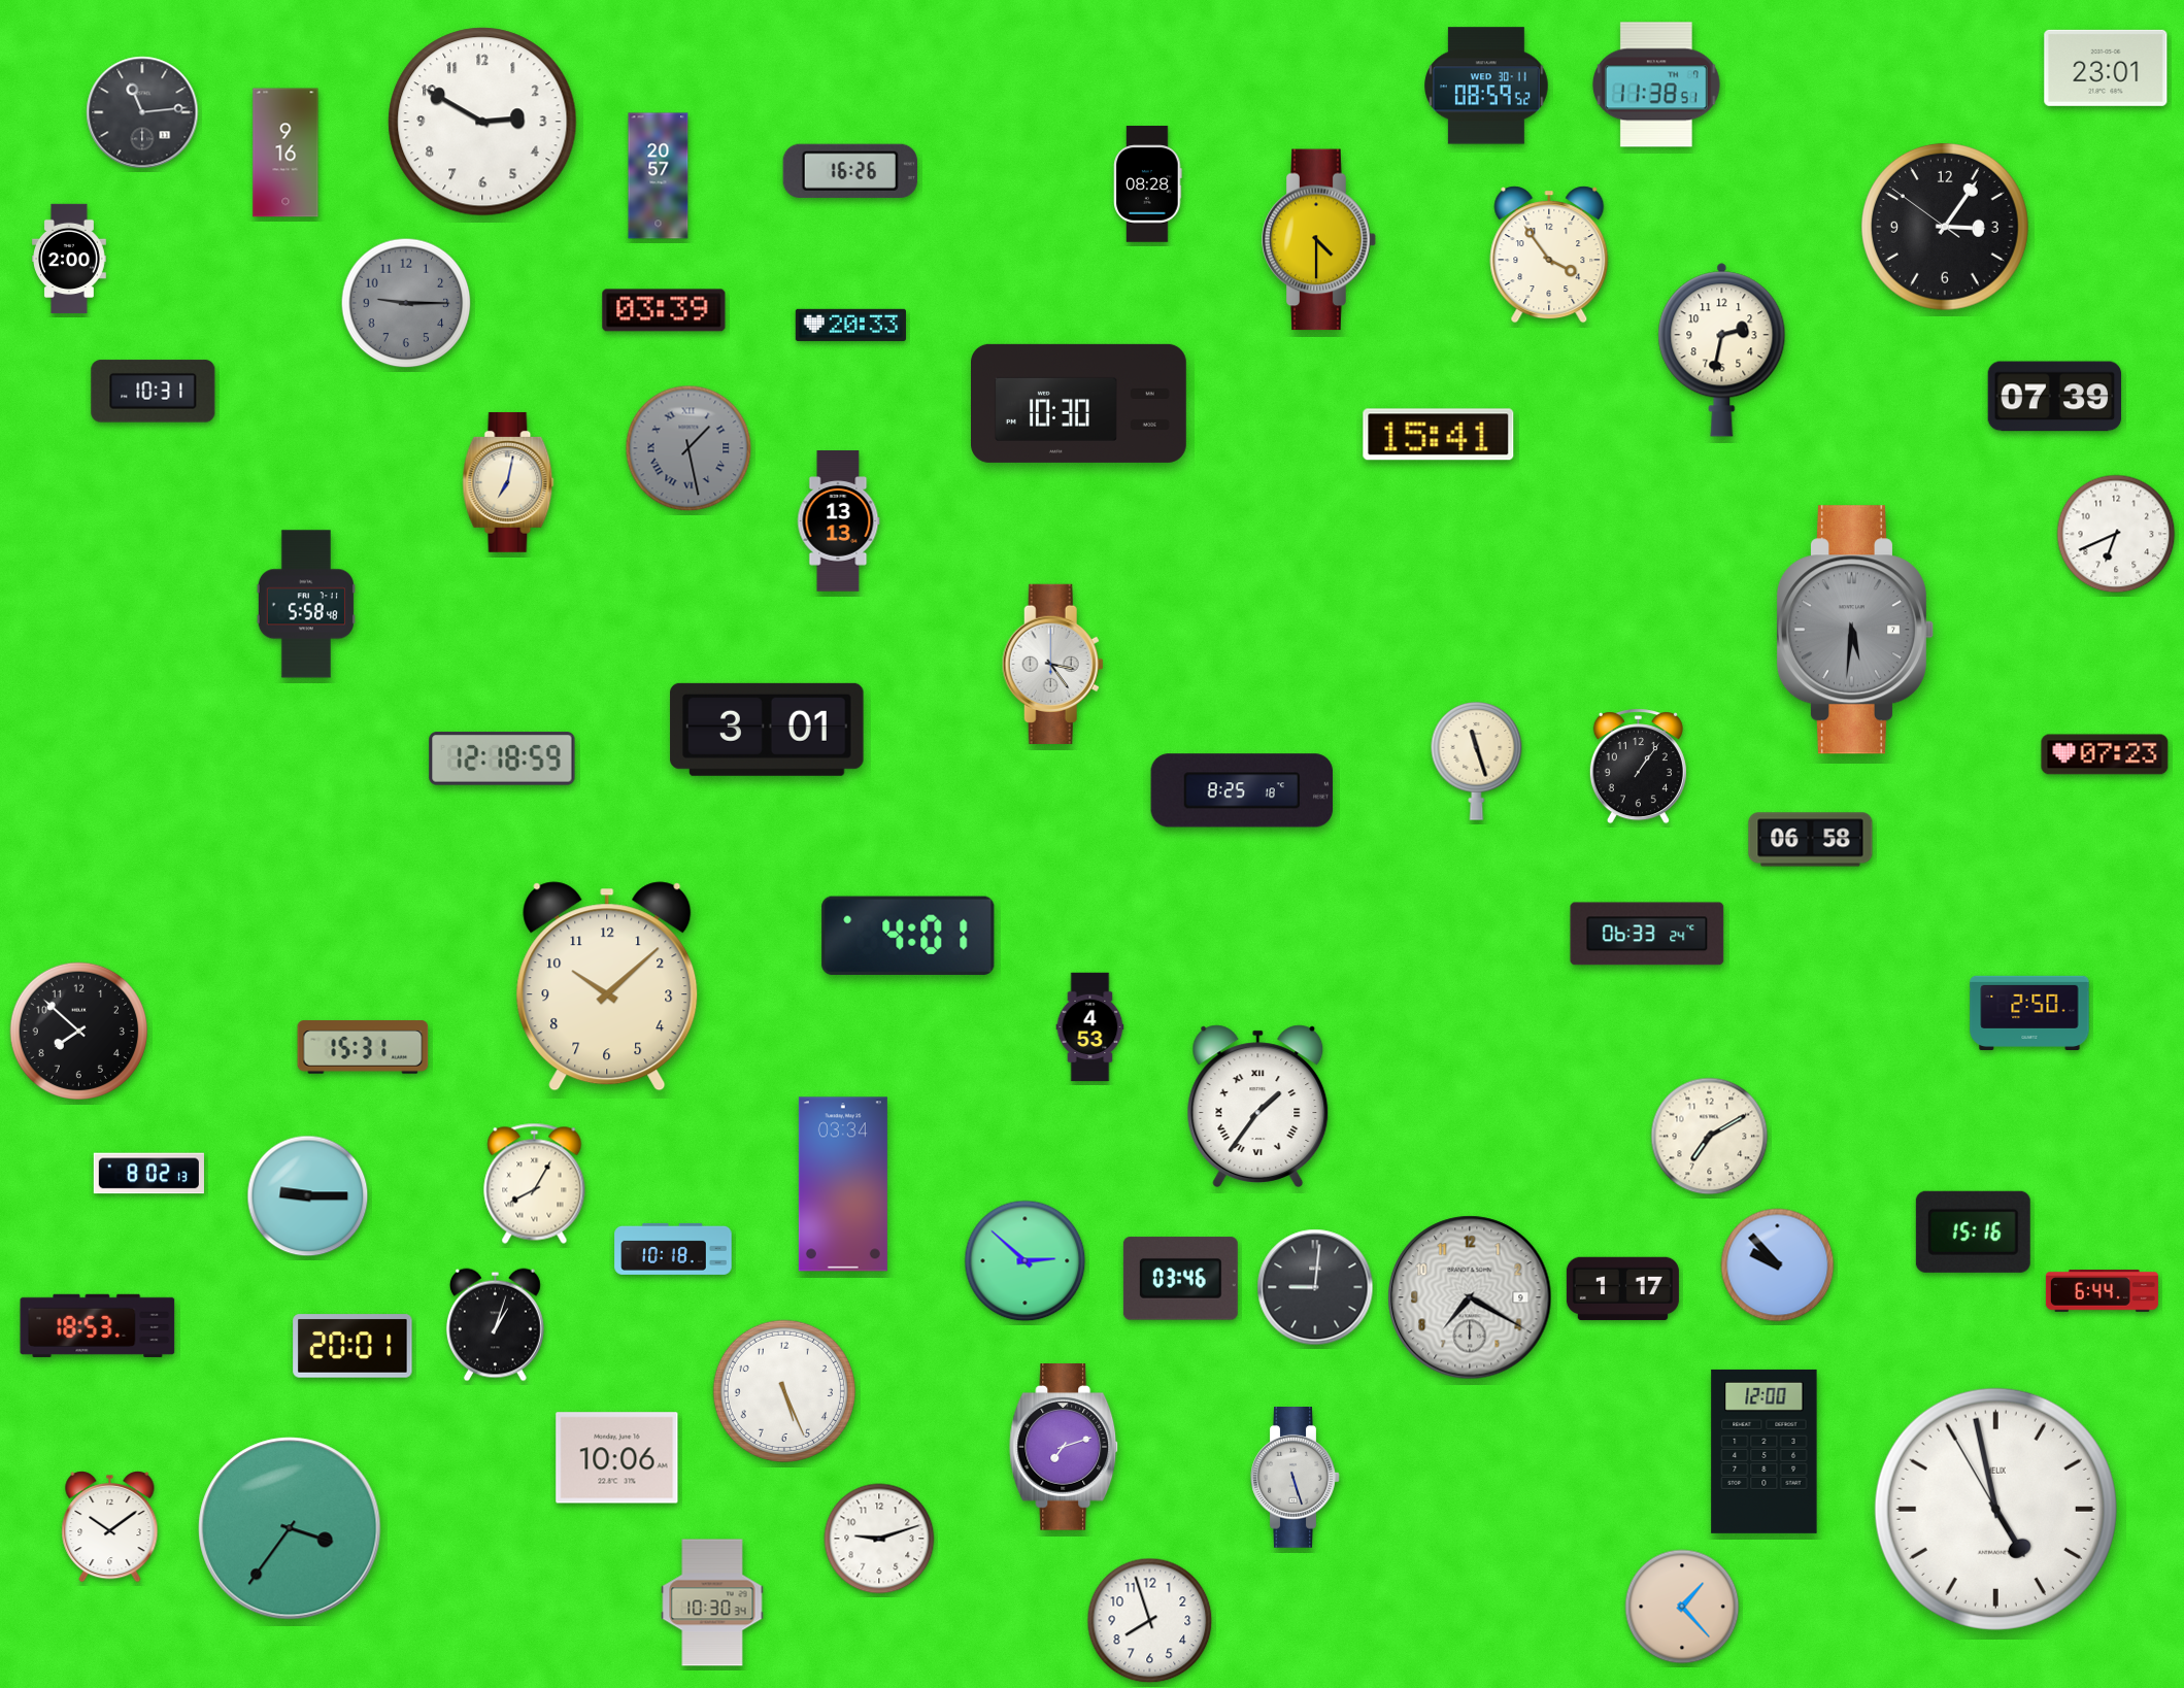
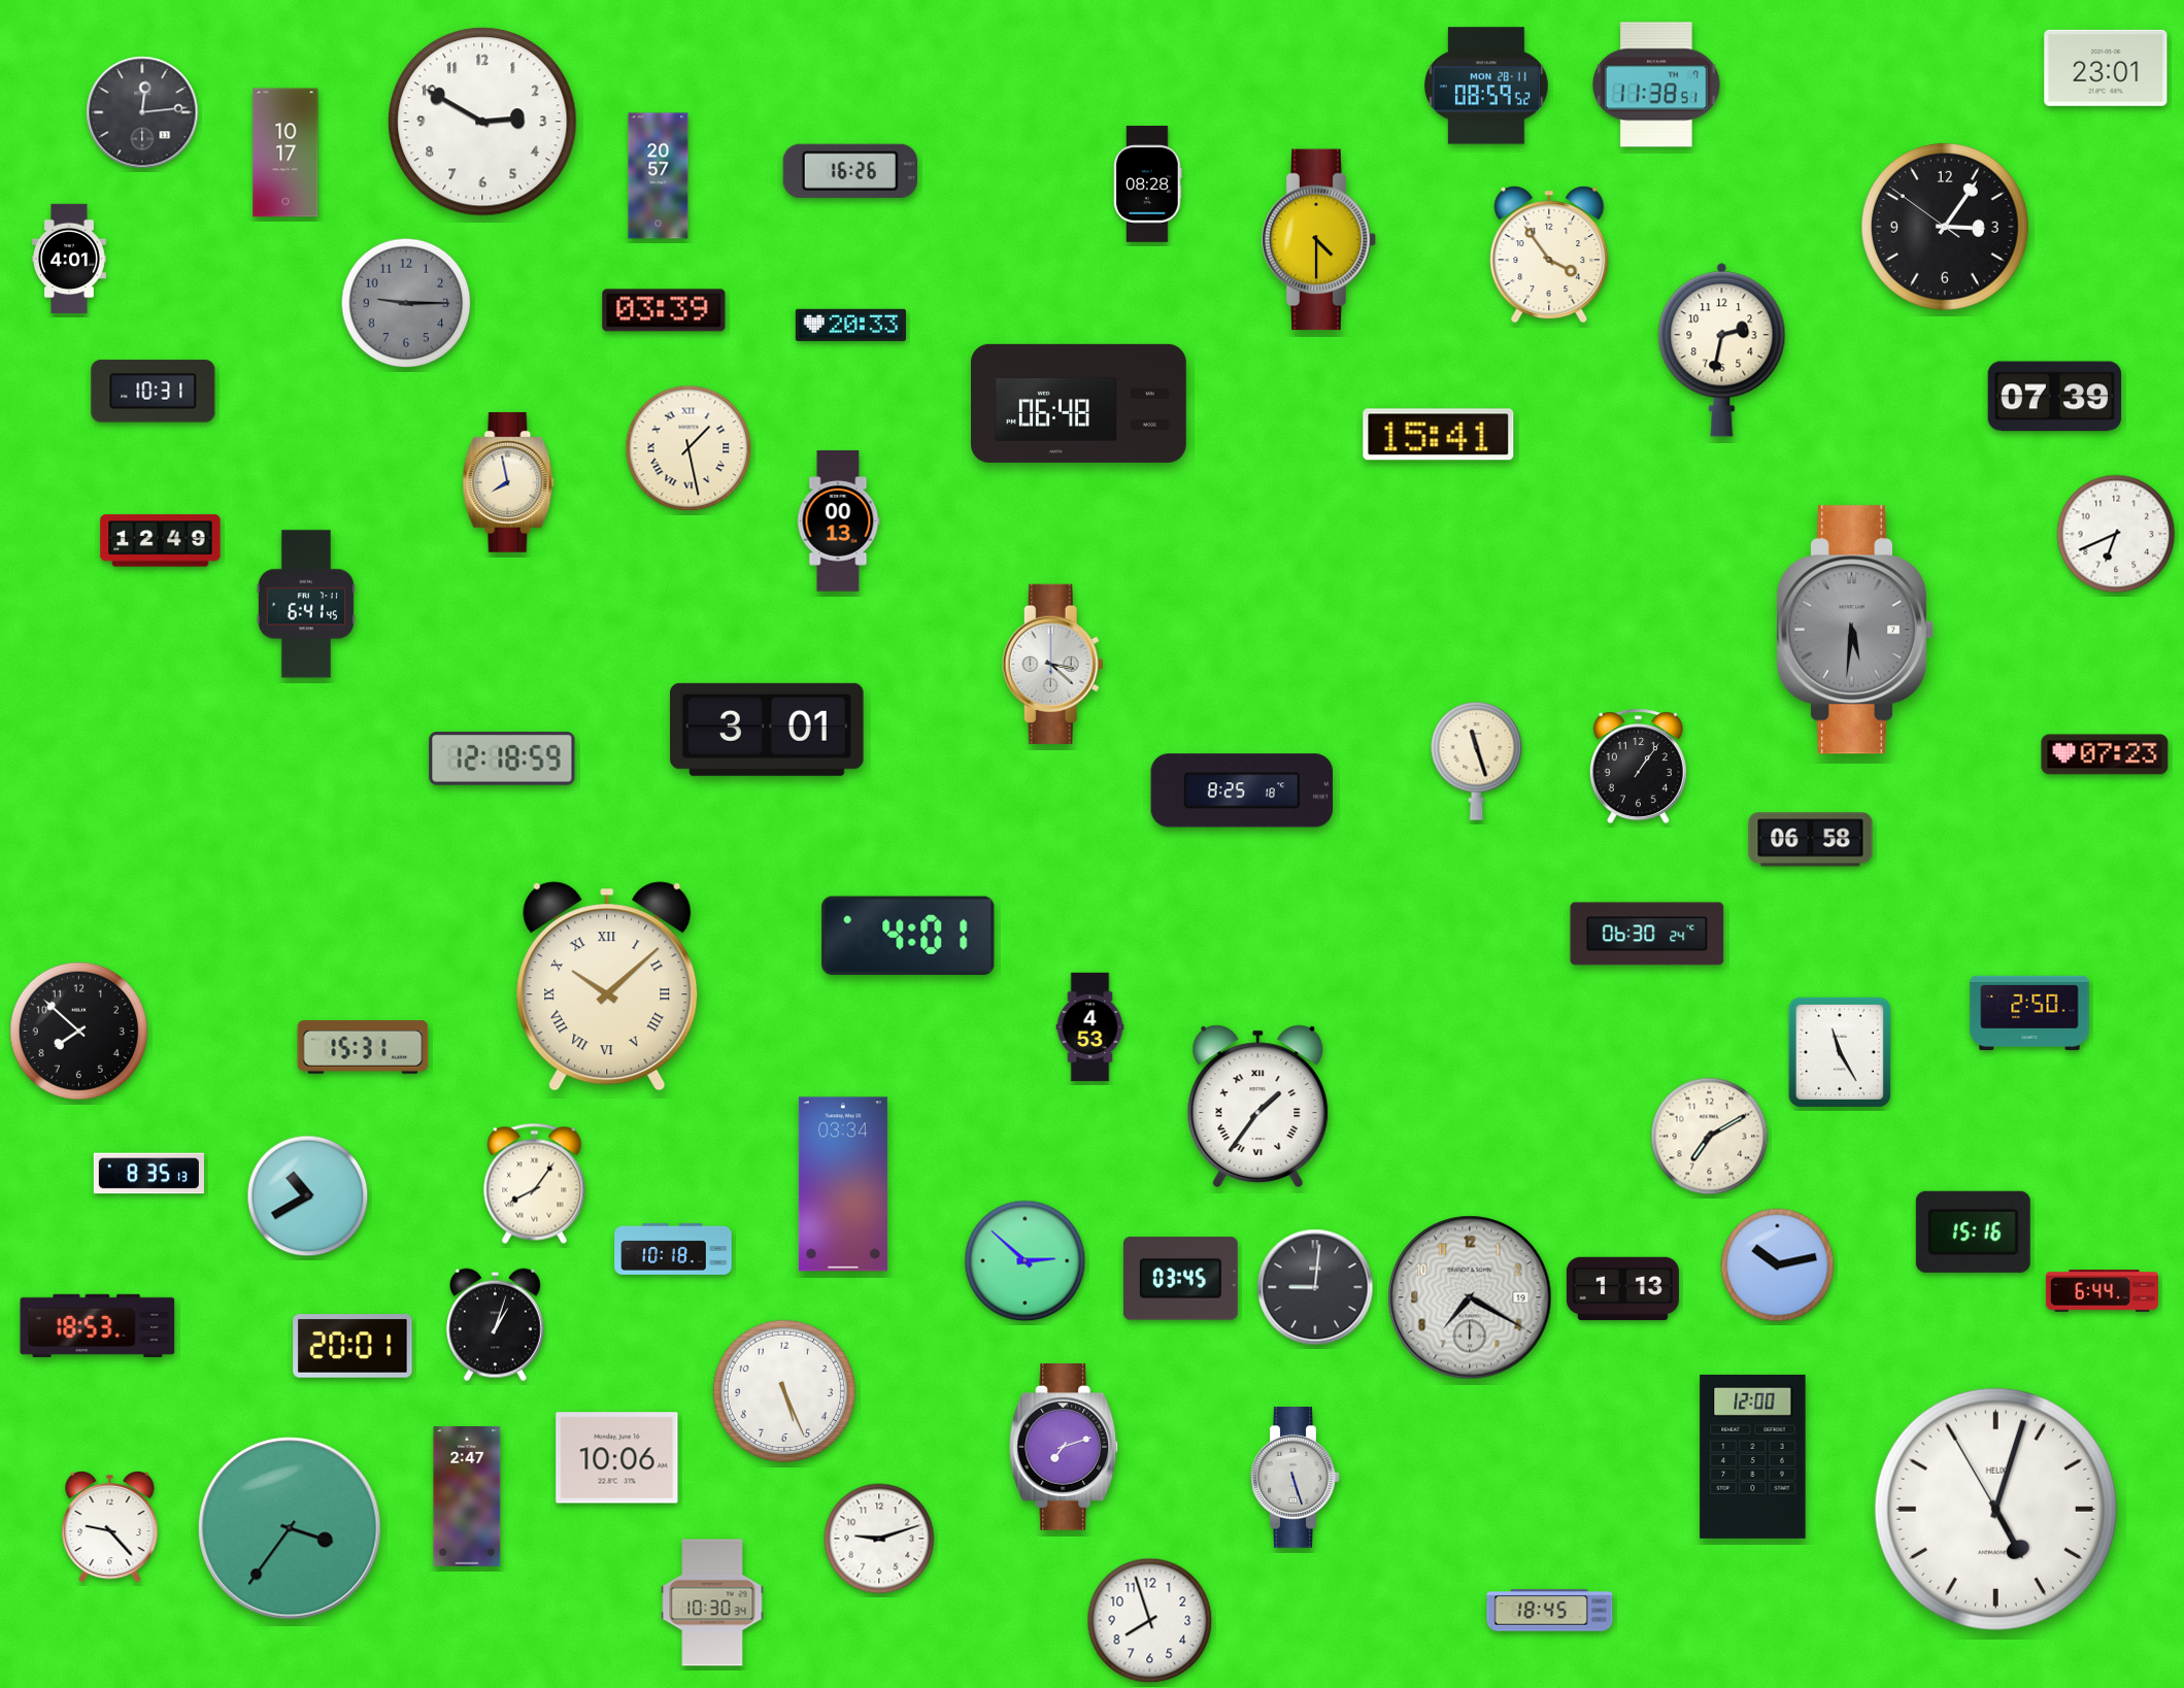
clock at (1487, 86) date: WED 30-11 -> MON 28-11
clock at (142, 112): 11:14 -> 12:14
clock at (285, 153): 9:16 -> 10:17
clock at (70, 259): 2:00 -> 4:01
clock at (1079, 403): 10:30 -> 06:48
clock at (688, 448) dial: grey -> cream
clock at (508, 482): 7:02 -> 7:58
clock at (839, 521): 13:13 -> 00:13
clock at (161, 541): none -> 12:49
clock at (306, 604): 5:58 -> 6:41
clock at (1052, 664): 3:24 -> 3:22
clock at (1647, 934): 06:33 -> 06:30
clock at (607, 986) numerals: Arabic -> Roman
clock at (1840, 1052): none -> 11:25
clock at (148, 1174): 8:02 -> 8:35
clock at (535, 1183): 8:05 -> 8:06
clock at (308, 1196): 9:15 -> 10:40
clock at (1778, 1265): 9:53 -> 10:13
clock at (1180, 1279): 03:46 -> 03:45
clock at (1622, 1288): 1:17 -> 1:13
clock at (1470, 1297) date: 9 -> 19
clock at (1765, 1451) position: (1765, 1451) -> (1753, 1456)
clock at (467, 1497): none -> 2:47
clock at (1995, 1509): 4:57 -> 5:02
clock at (110, 1527): 10:09 -> 9:23
clock at (1682, 1607): 1:23 -> none
clock at (1550, 1611): none -> 18:45
